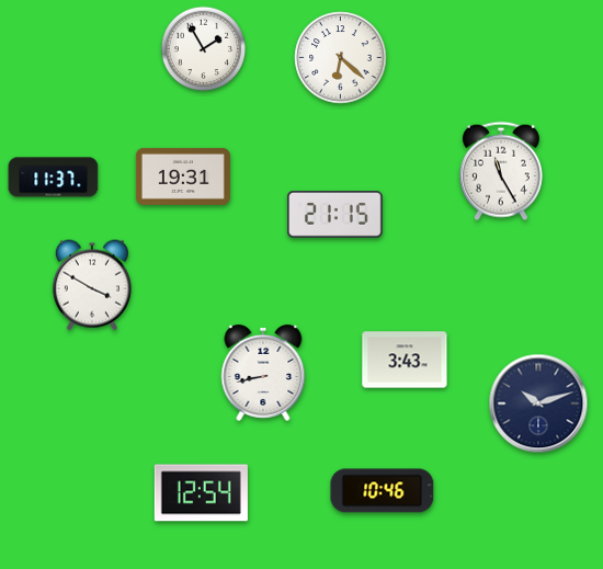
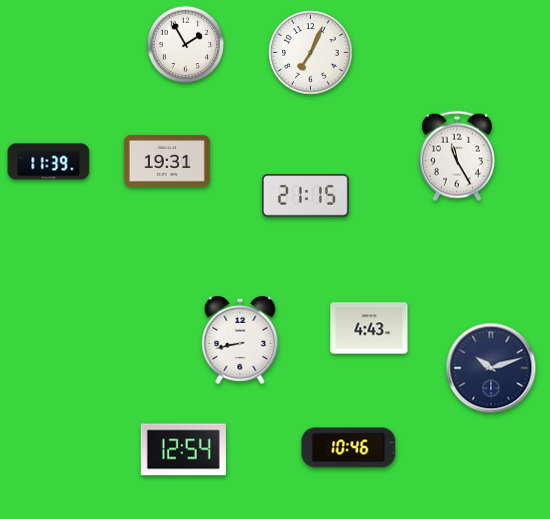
clock at (341, 58): 6:22 -> 7:04
clock at (54, 178): 11:37 -> 11:39
clock at (92, 285): 3:50 -> none
clock at (405, 360): 3:43 -> 4:43
